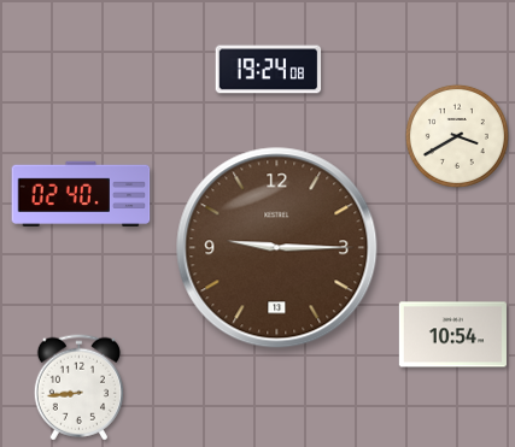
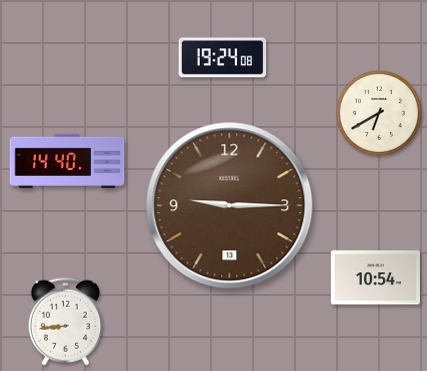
clock at (457, 136): 3:40 -> 6:40
clock at (81, 194): 02:40 -> 14:40
